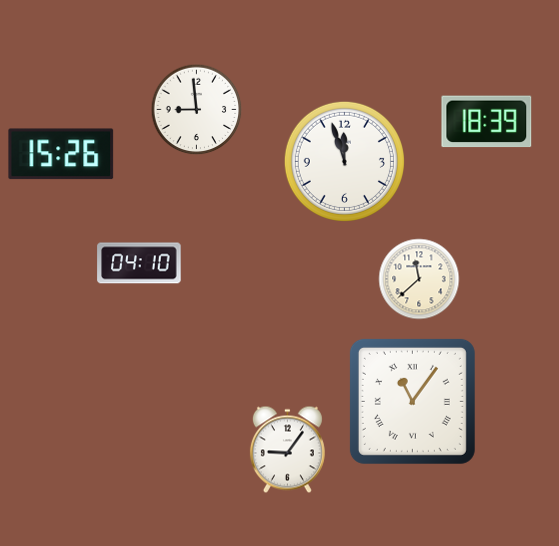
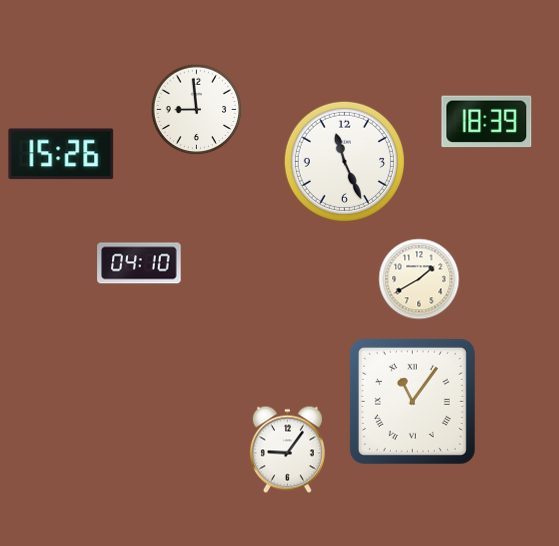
clock at (344, 161): 11:57 -> 11:26
clock at (419, 279): 11:38 -> 1:40
